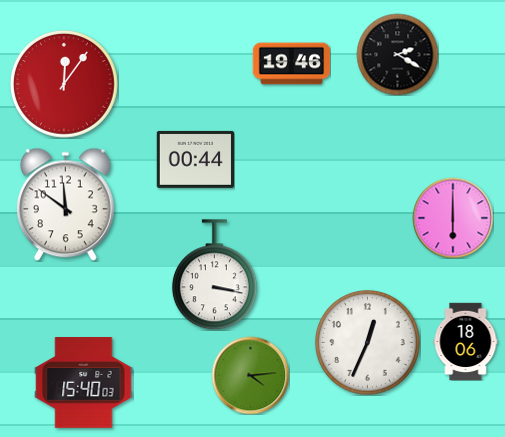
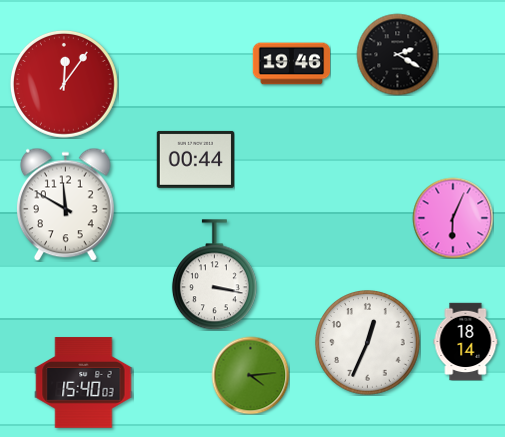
clock at (65, 204): 11:51 -> 11:50
clock at (453, 218): 6:00 -> 6:04
clock at (466, 341): 18:06 -> 18:14
